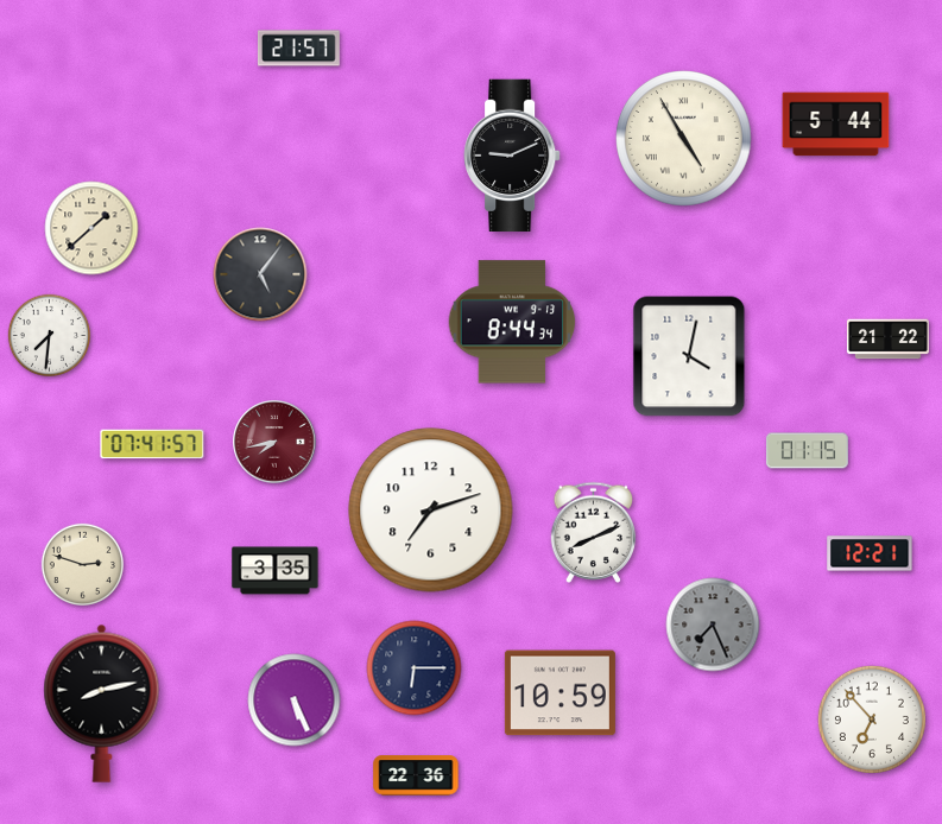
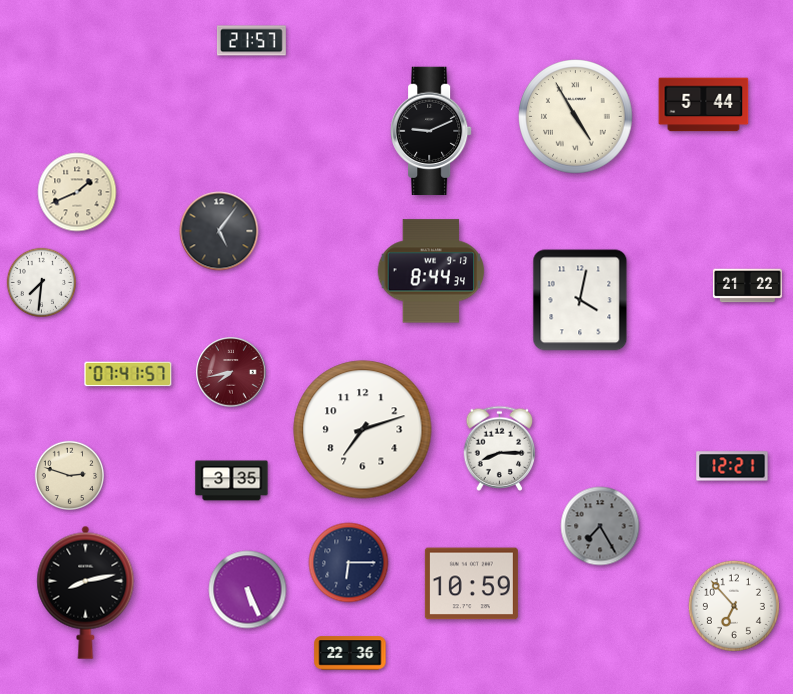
clock at (91, 228): 1:38 -> 1:41
clock at (807, 451): 01:15 -> none
clock at (594, 532): 8:11 -> 8:15
clock at (713, 625): 7:26 -> 7:25
